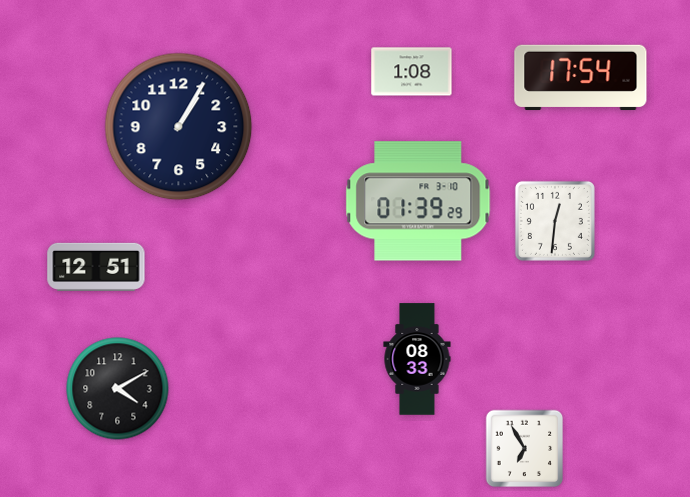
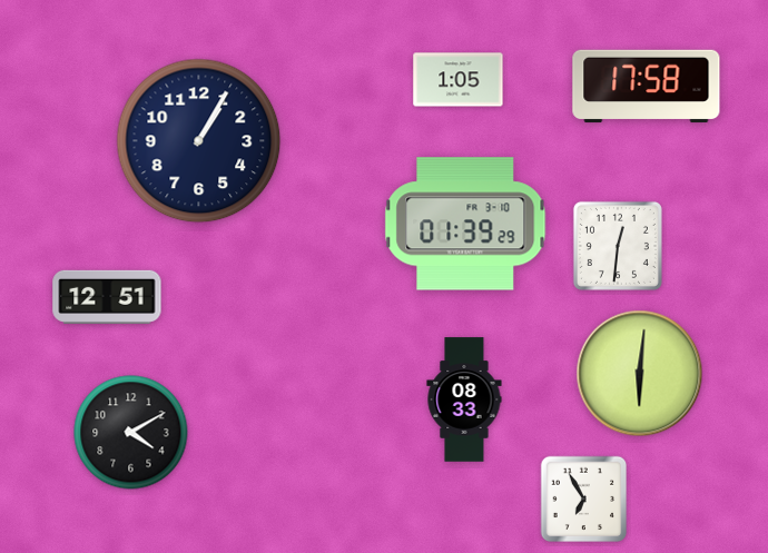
clock at (412, 72): 1:08 -> 1:05
clock at (581, 78): 17:54 -> 17:58
clock at (640, 374): none -> 6:01
